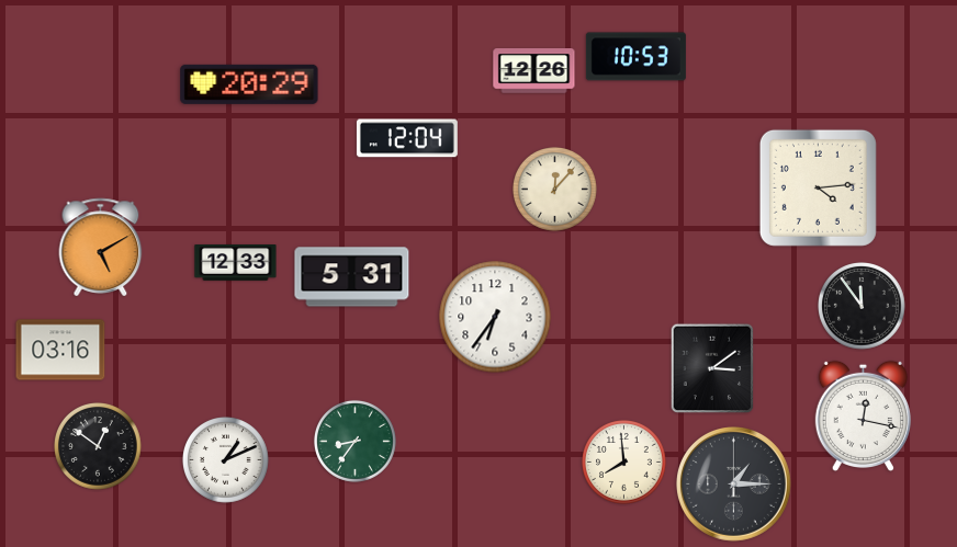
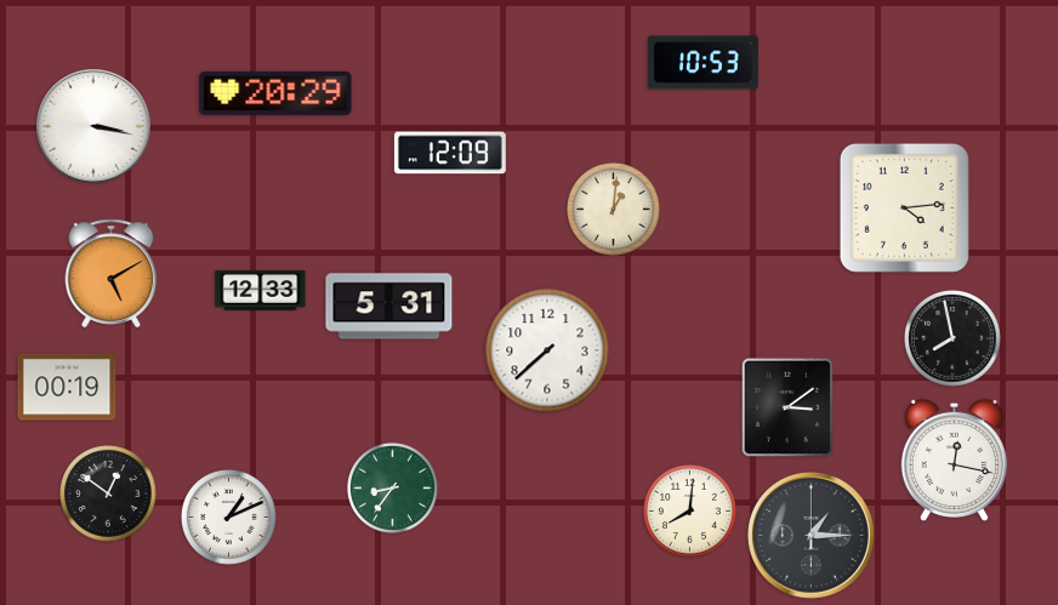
clock at (534, 71): 12:26 -> none
clock at (93, 126): none -> 3:17
clock at (407, 138): 12:04 -> 12:09
clock at (555, 190): 12:07 -> 1:01
clock at (863, 307): 11:54 -> 7:58
clock at (495, 317): 6:36 -> 7:38
clock at (60, 350): 03:16 -> 00:19
clock at (226, 460) position: (226, 460) -> (229, 518)
clock at (624, 463): 7:59 -> 8:01
